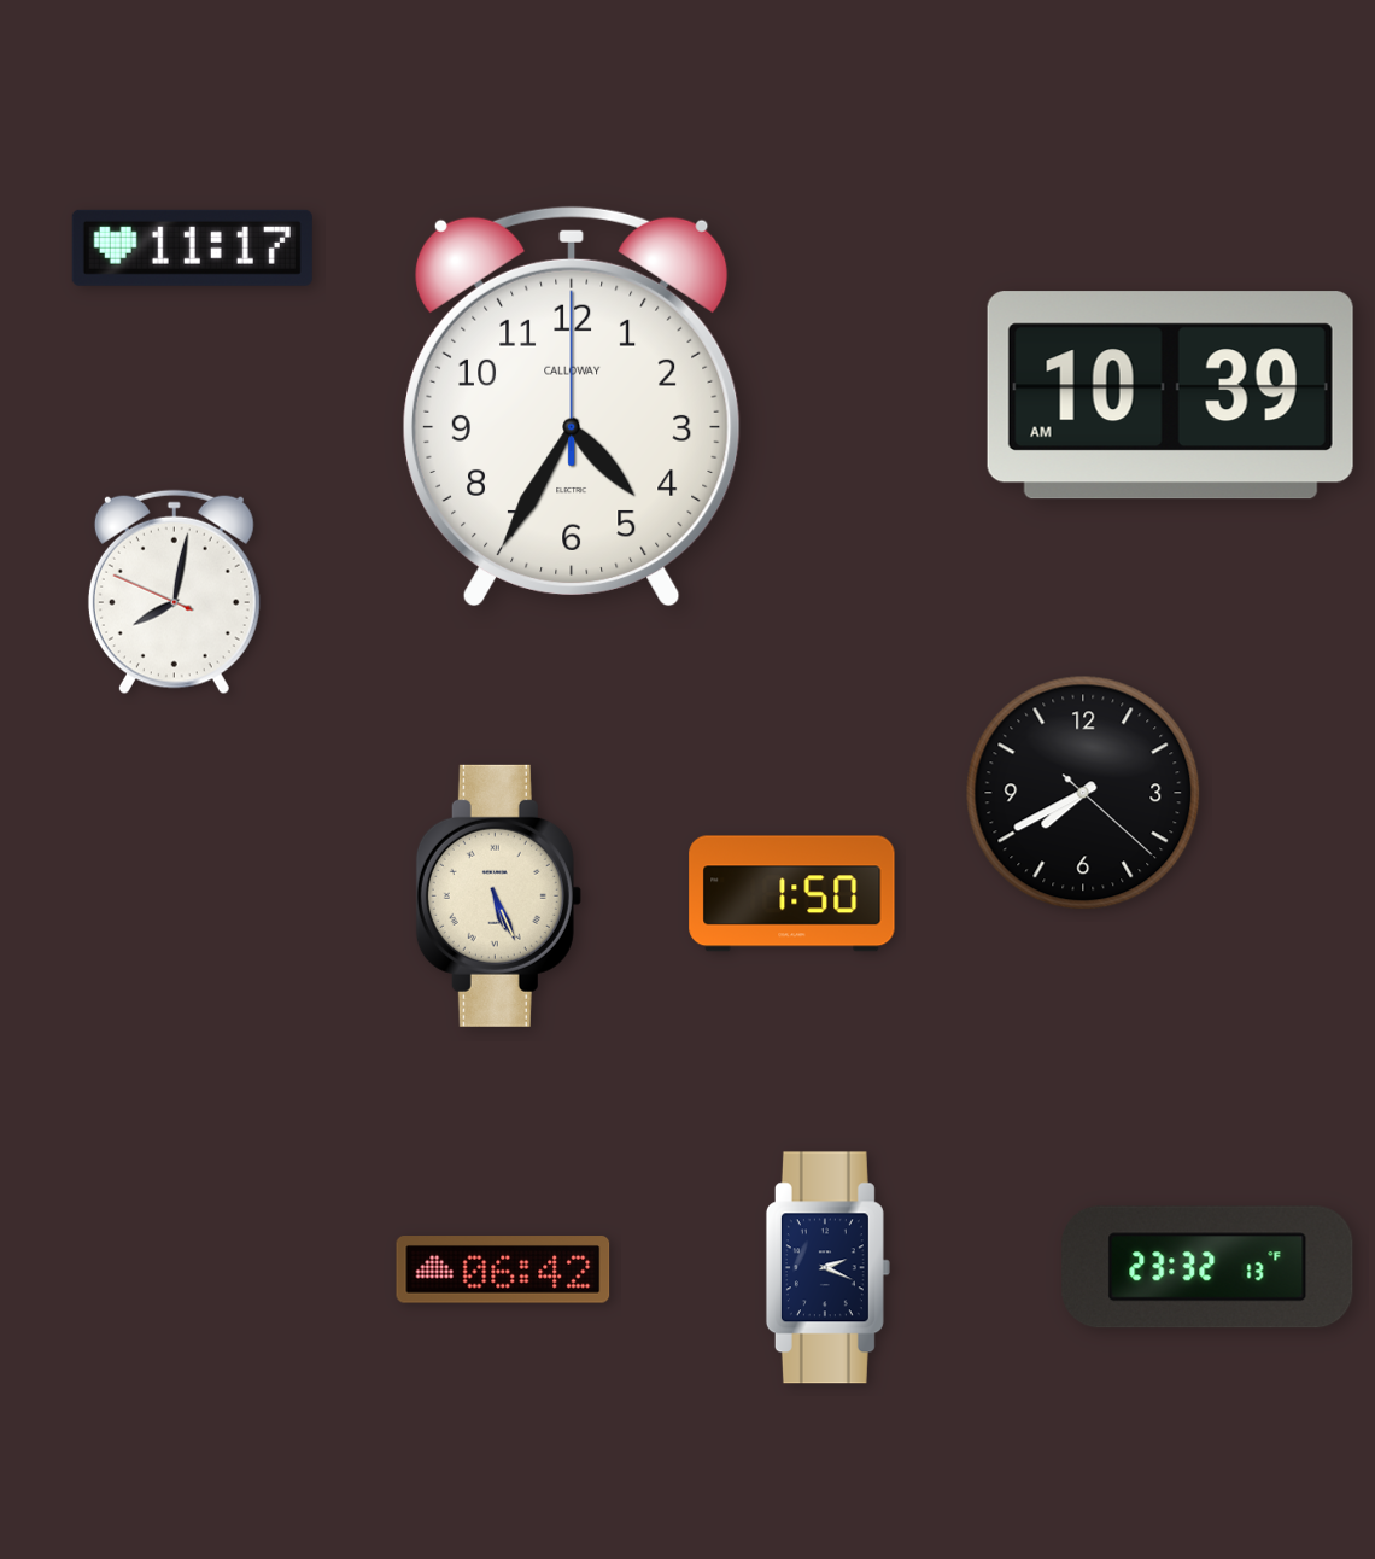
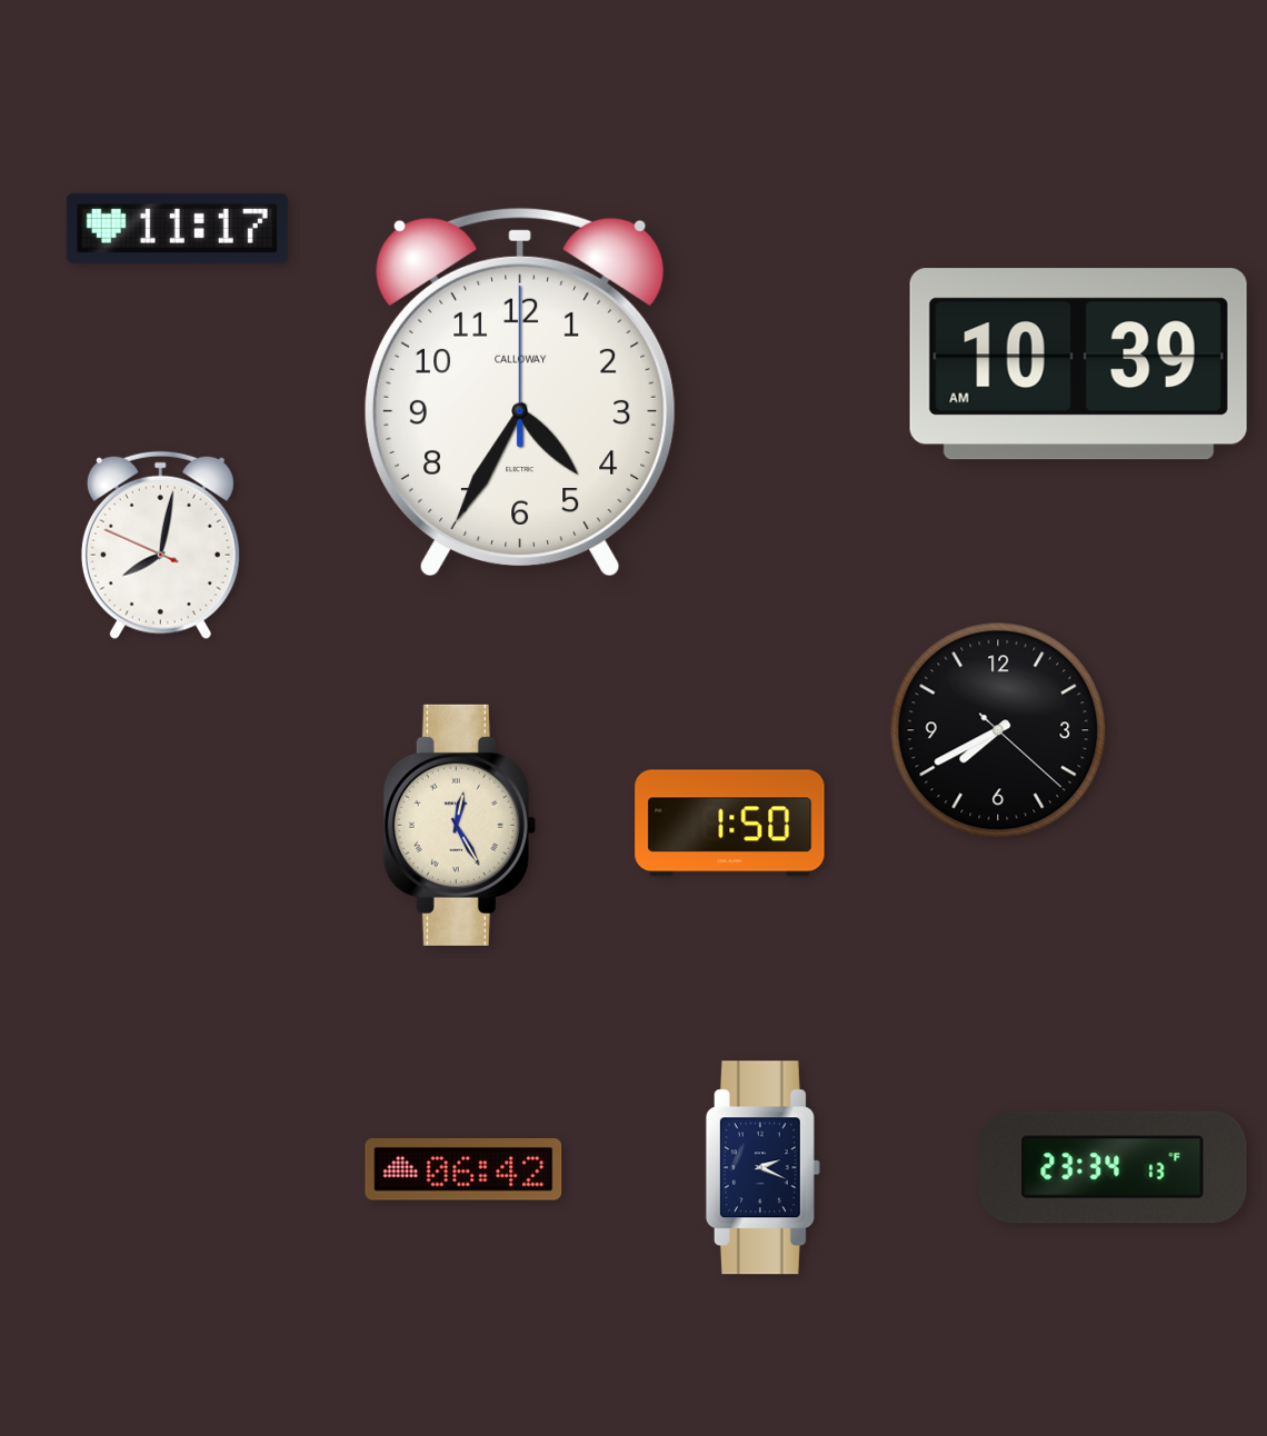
clock at (572, 407) position: (572, 407) -> (520, 392)
clock at (498, 895): 5:26 -> 12:25
clock at (1207, 1267): 23:32 -> 23:34
